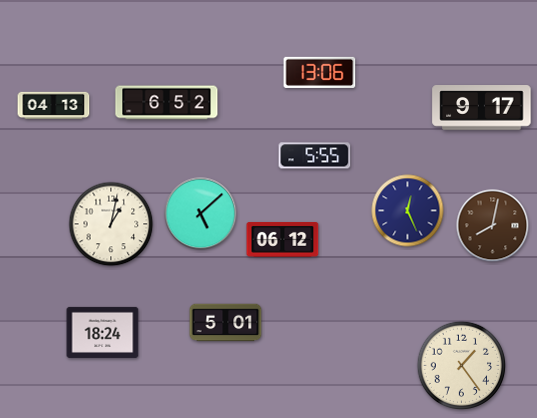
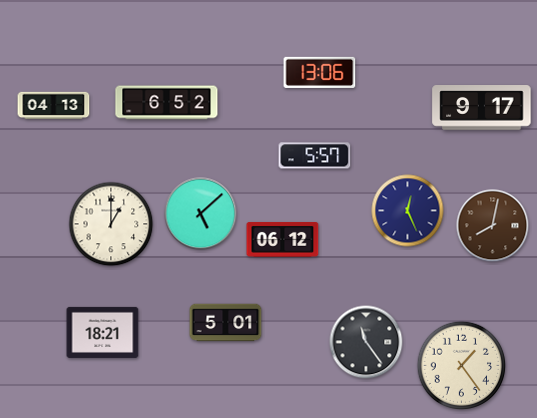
clock at (315, 156): 5:55 -> 5:57
clock at (111, 224): 1:02 -> 1:00
clock at (103, 332): 18:24 -> 18:21
clock at (366, 342): none -> 11:24
